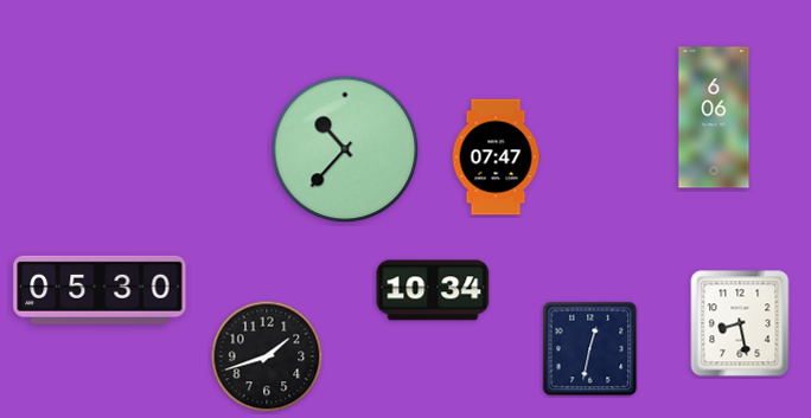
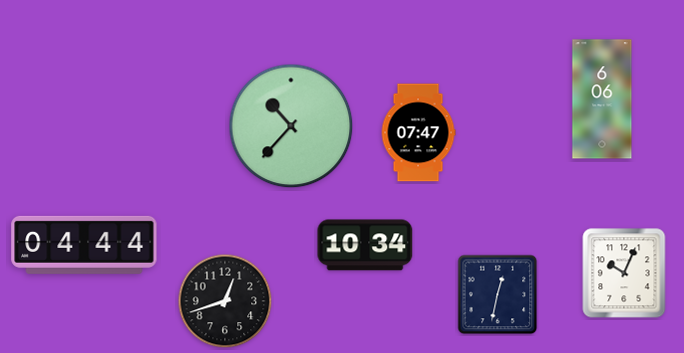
clock at (100, 290): 05:30 -> 04:44
clock at (740, 323): 8:28 -> 10:04
clock at (267, 356): 1:42 -> 12:42
